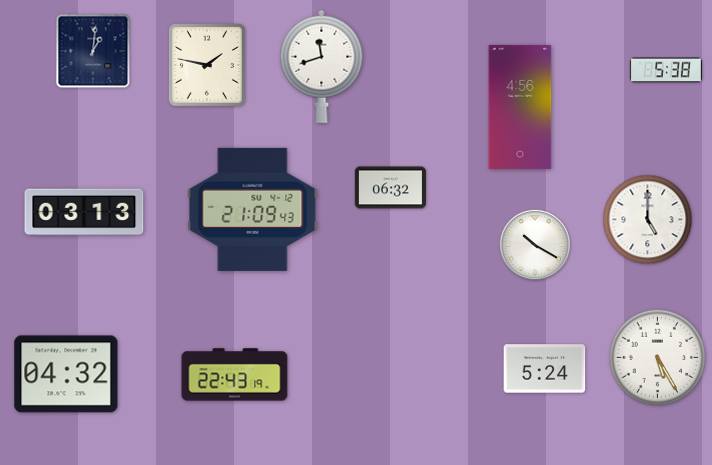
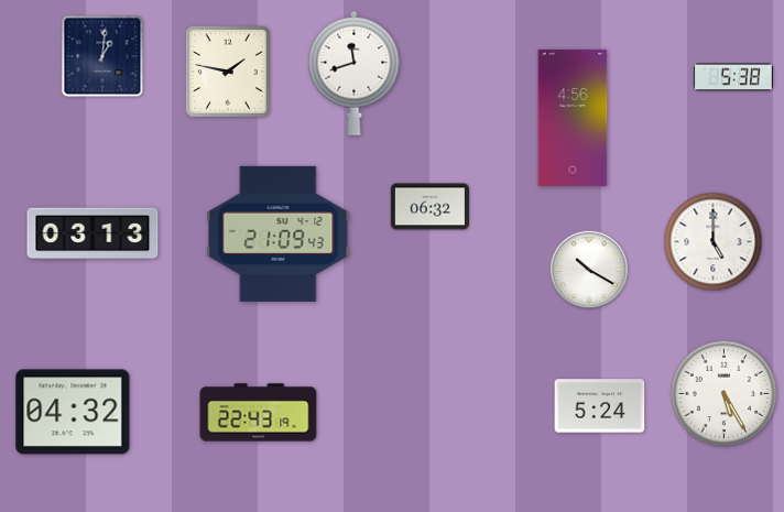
clock at (253, 209) position: (253, 209) -> (279, 233)
